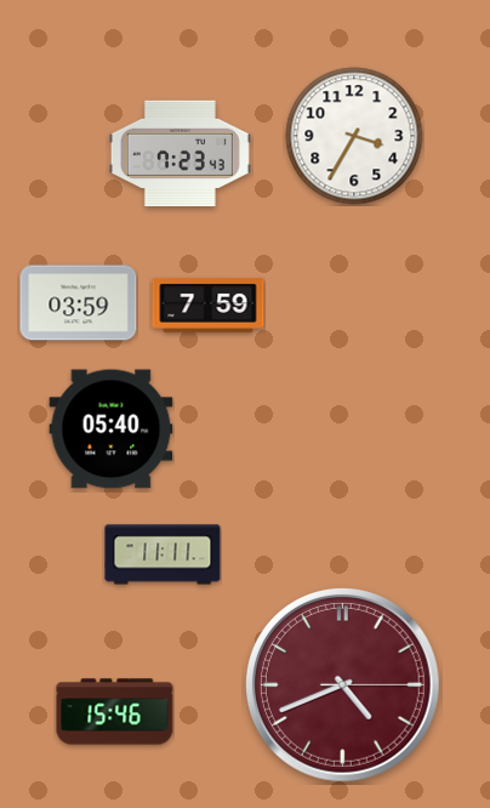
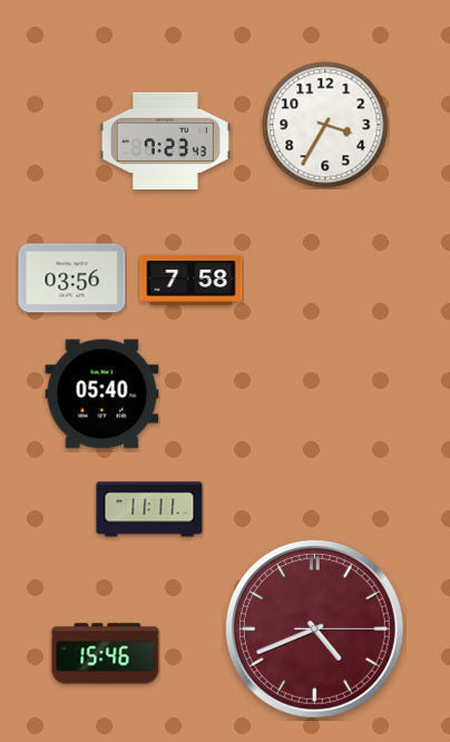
clock at (79, 303): 03:59 -> 03:56
clock at (209, 305): 7:59 -> 7:58
